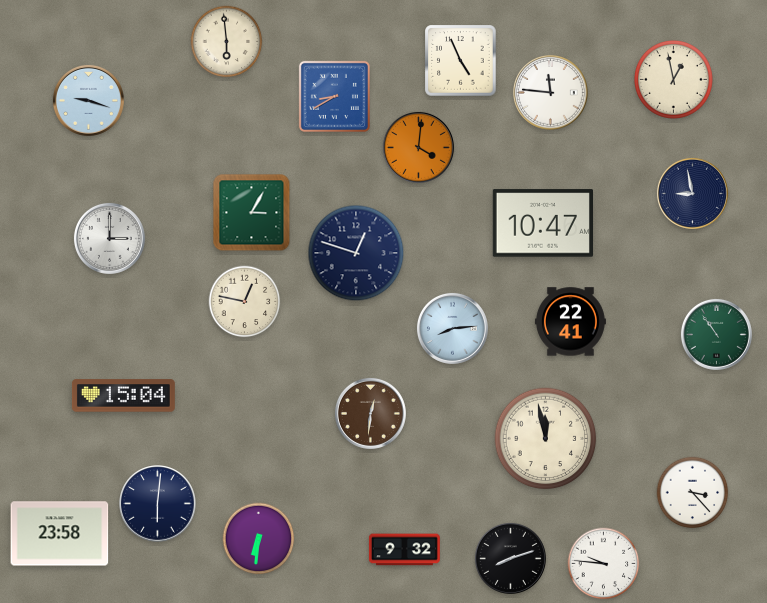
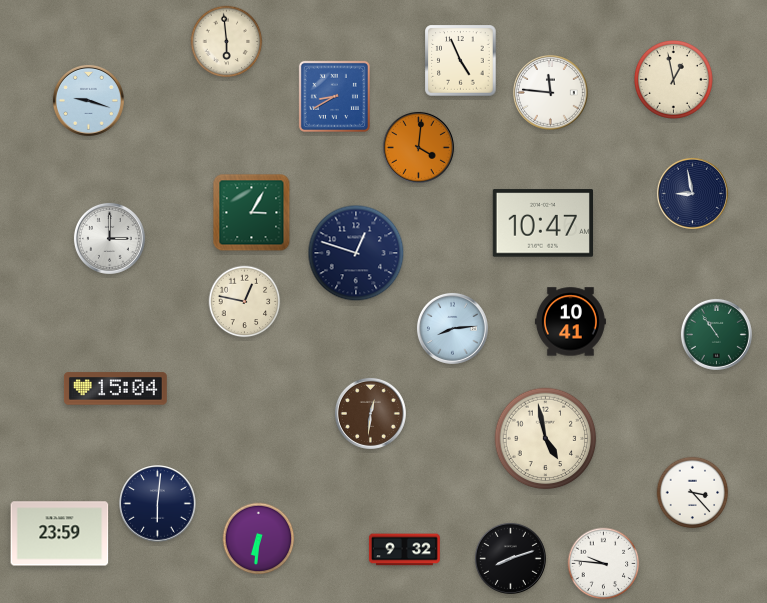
clock at (570, 322): 22:41 -> 10:41
clock at (123, 396) position: (123, 396) -> (115, 389)
clock at (546, 439): 11:58 -> 4:58
clock at (60, 534): 23:58 -> 23:59
